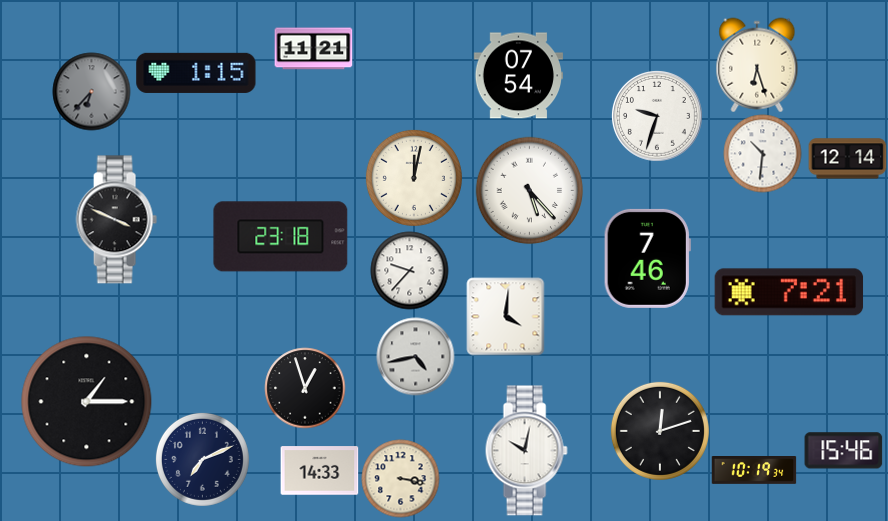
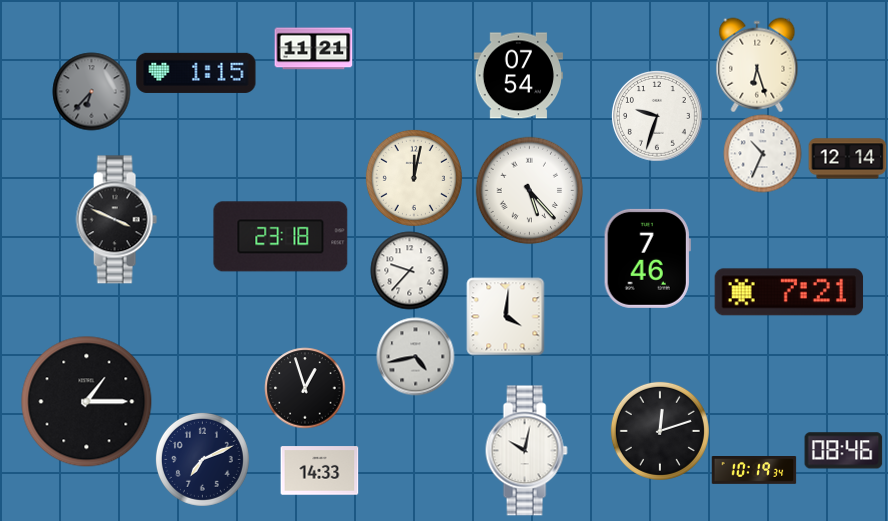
clock at (762, 153): 10:31 -> 10:34
clock at (843, 451): 15:46 -> 08:46
clock at (400, 478): 3:17 -> none
